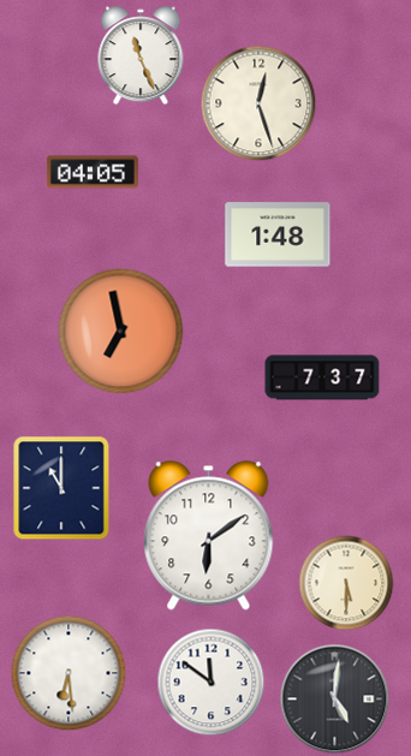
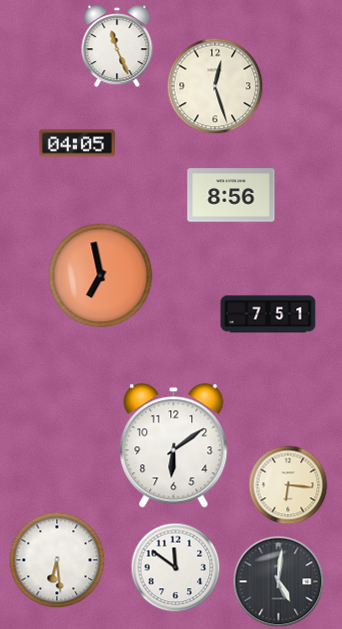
clock at (278, 234): 1:48 -> 8:56
clock at (322, 377): 7:37 -> 7:51
clock at (61, 488): 11:00 -> none
clock at (346, 583): 5:30 -> 6:16
